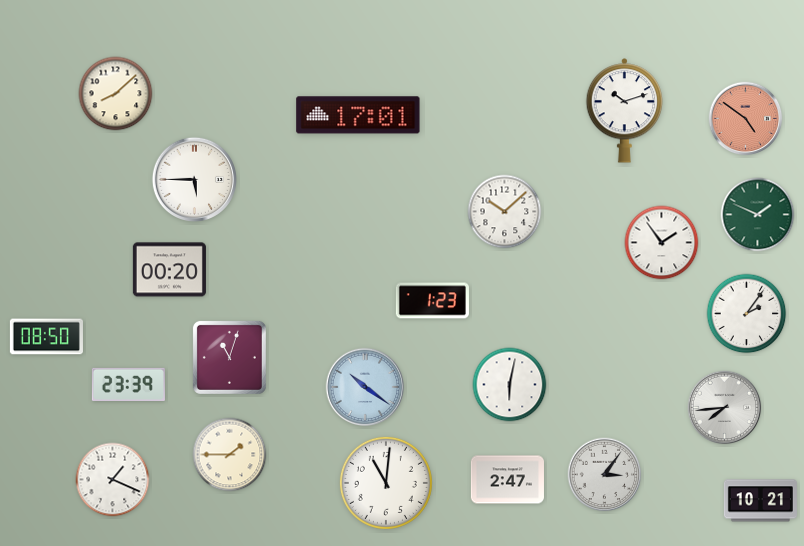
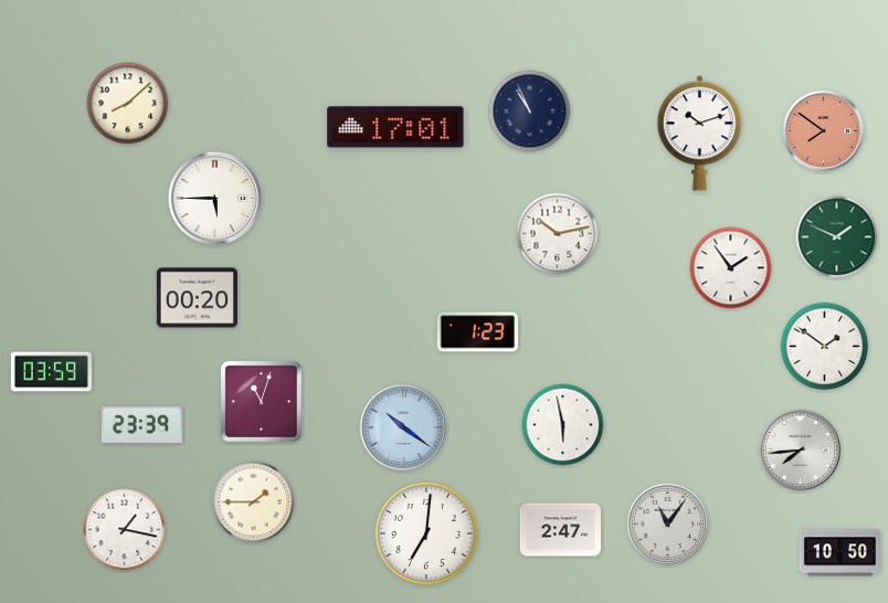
clock at (530, 112): none -> 10:56
clock at (625, 111) position: (625, 111) -> (700, 134)
clock at (746, 119): 4:51 -> 7:51
clock at (505, 212): 10:08 -> 10:13
clock at (169, 270) position: (169, 270) -> (197, 298)
clock at (747, 314): 2:06 -> 1:51
clock at (46, 337): 08:50 -> 03:59
clock at (229, 357) position: (229, 357) -> (261, 401)
clock at (510, 385): 6:02 -> 5:58
clock at (605, 475): 3:06 -> 11:06
clock at (113, 480): 1:19 -> 1:17
clock at (386, 483): 11:01 -> 7:01
clock at (760, 501): 10:21 -> 10:50
